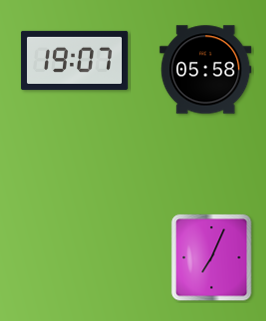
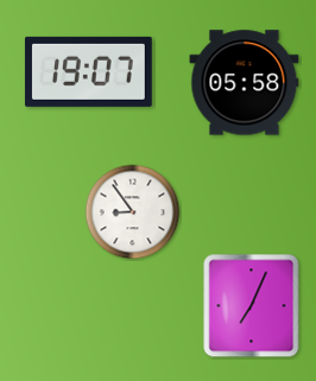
clock at (133, 212): none -> 8:54
